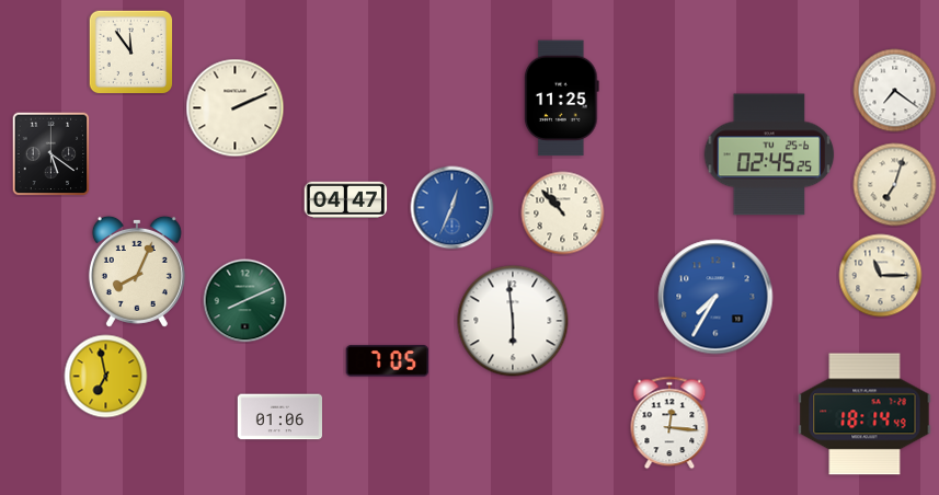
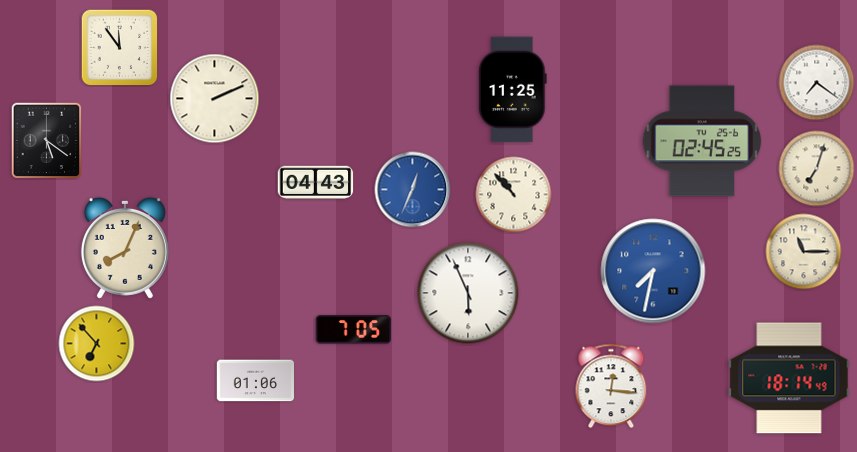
clock at (346, 200): 04:47 -> 04:43
clock at (715, 297): 7:35 -> 7:32
clock at (245, 301): 8:11 -> none
clock at (513, 321): 5:59 -> 5:56
clock at (106, 377): 6:58 -> 6:53
